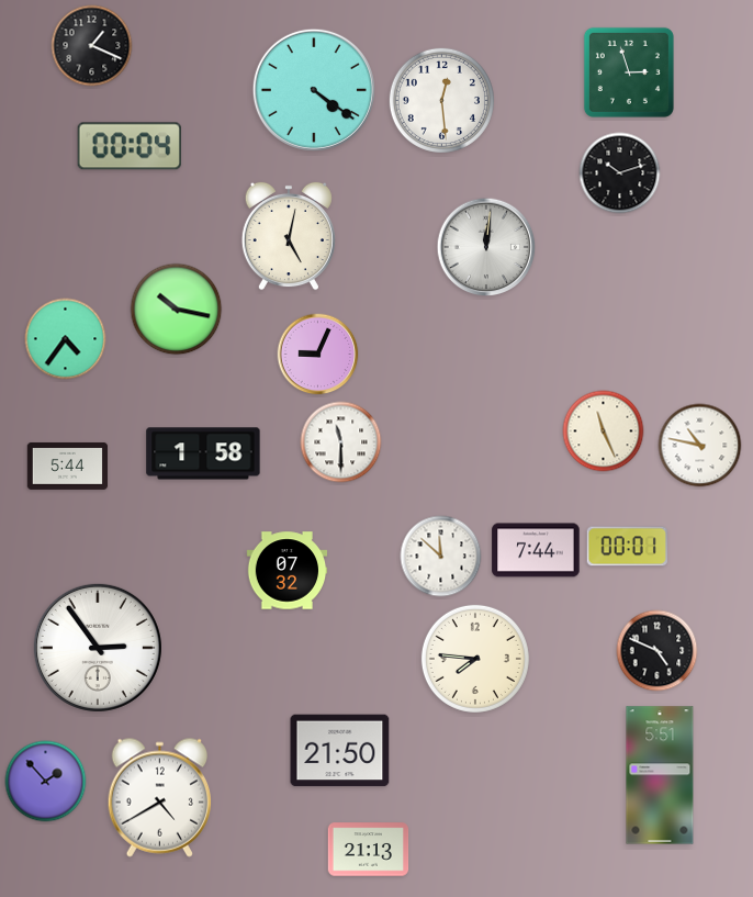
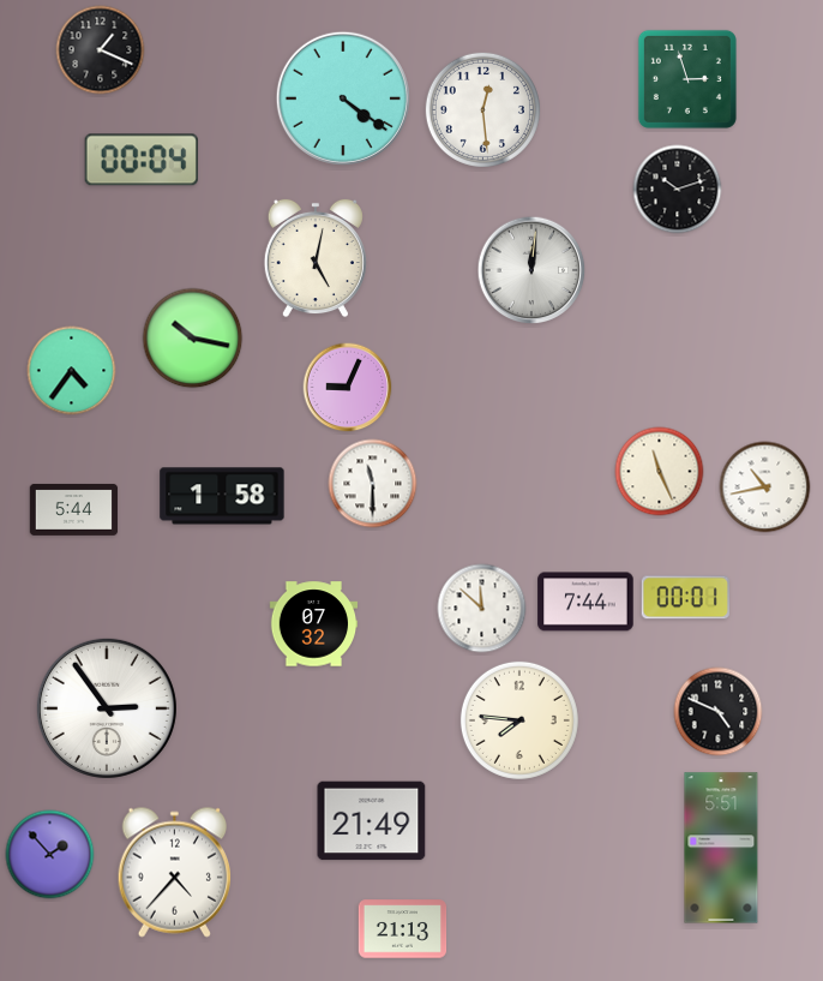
clock at (700, 446): 10:47 -> 10:43
clock at (340, 751): 21:50 -> 21:49
clock at (159, 797): 4:40 -> 4:37
